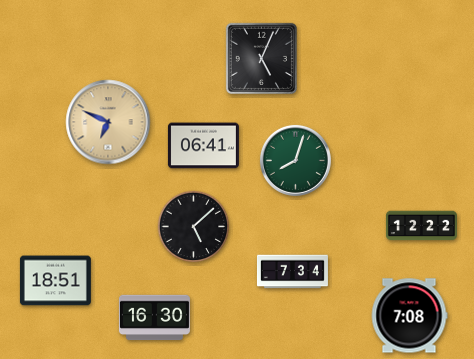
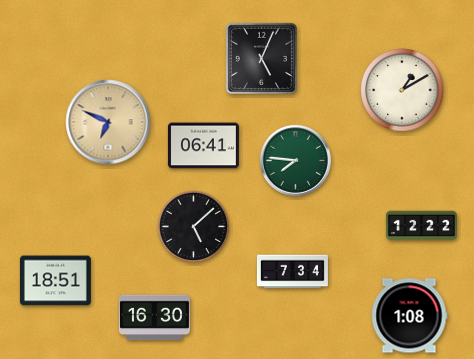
clock at (402, 90): none -> 1:10
clock at (295, 160): 8:03 -> 7:46
clock at (409, 316): 7:08 -> 1:08
